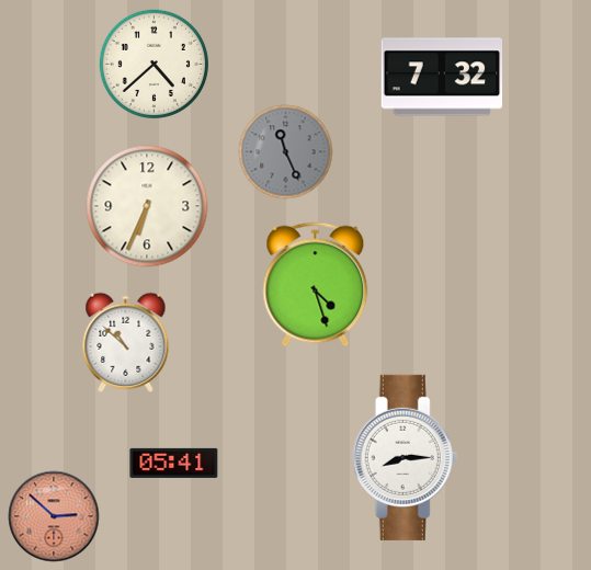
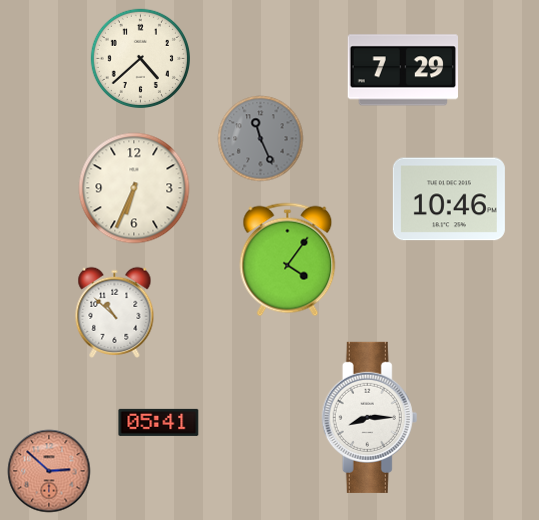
clock at (441, 77): 7:32 -> 7:29
clock at (449, 199): none -> 10:46
clock at (316, 285): 4:27 -> 4:06
